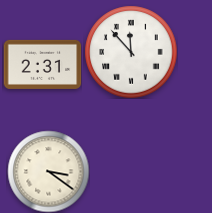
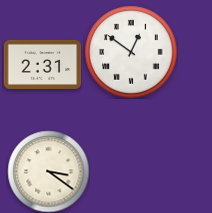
clock at (131, 52): 11:53 -> 12:51
